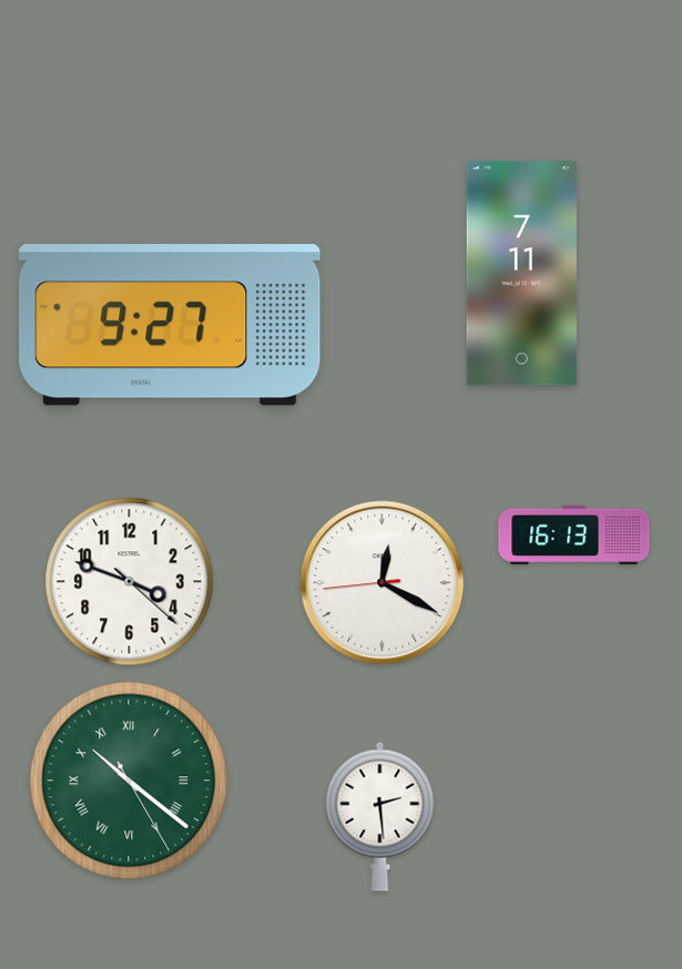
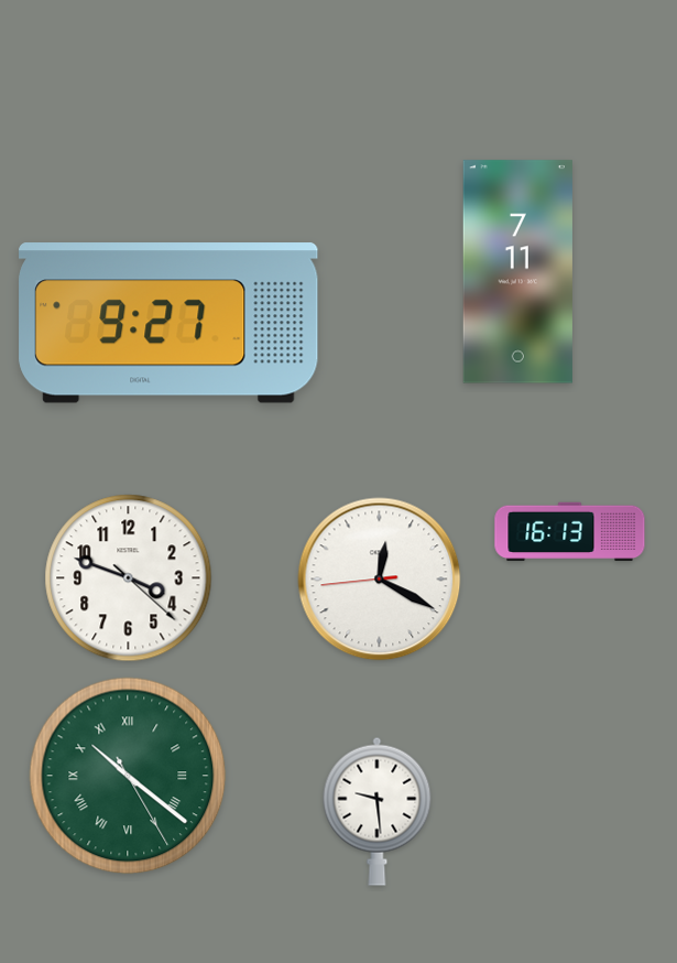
clock at (380, 816): 2:29 -> 9:29
